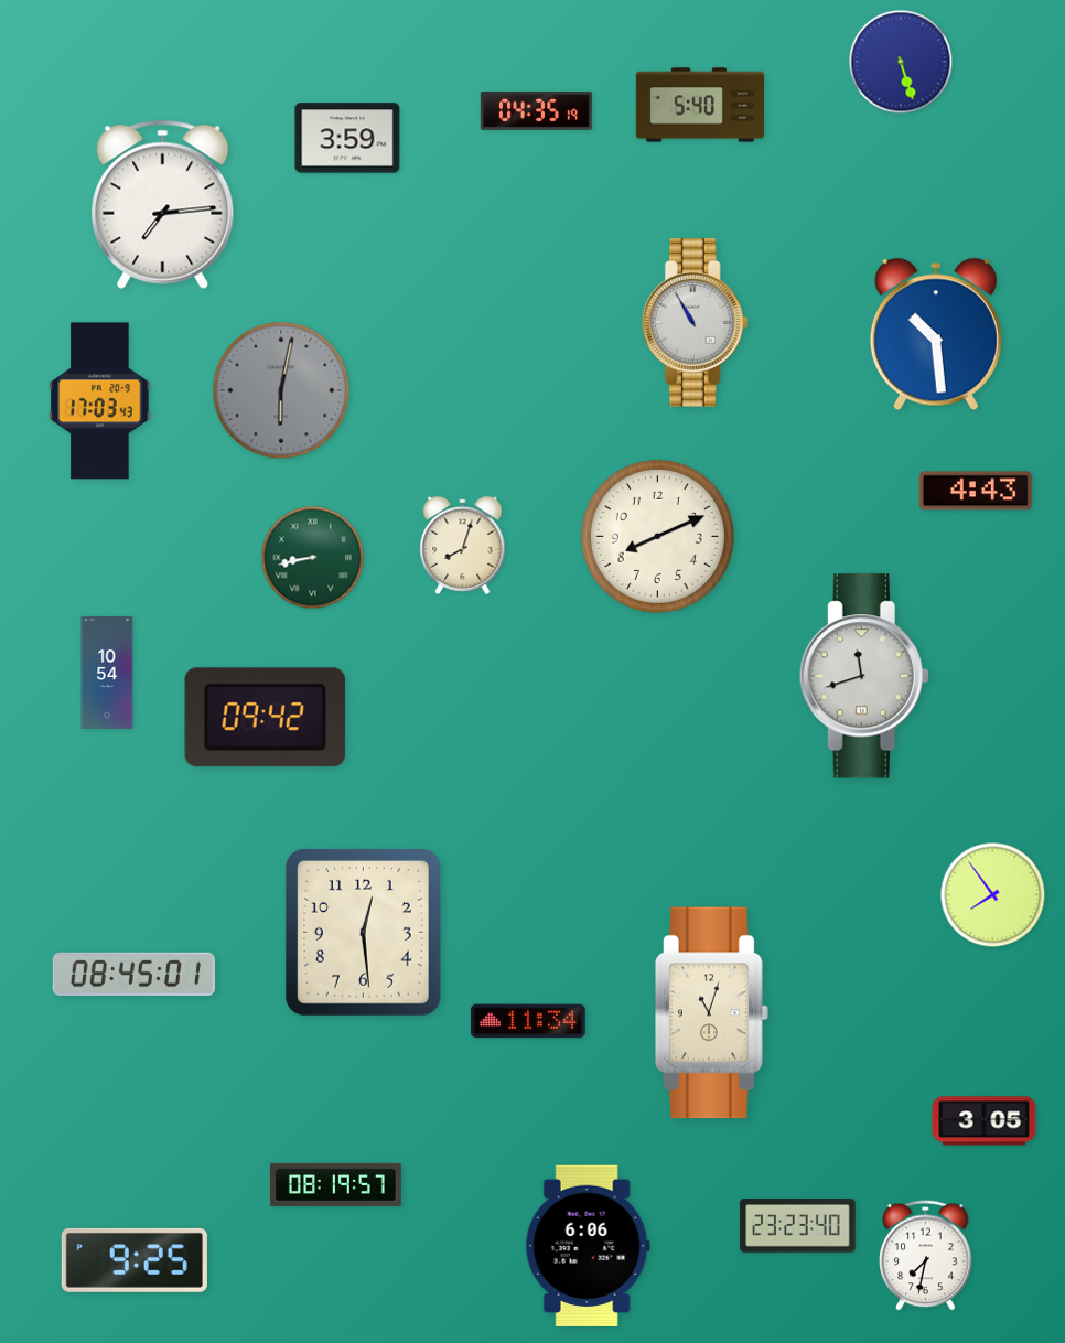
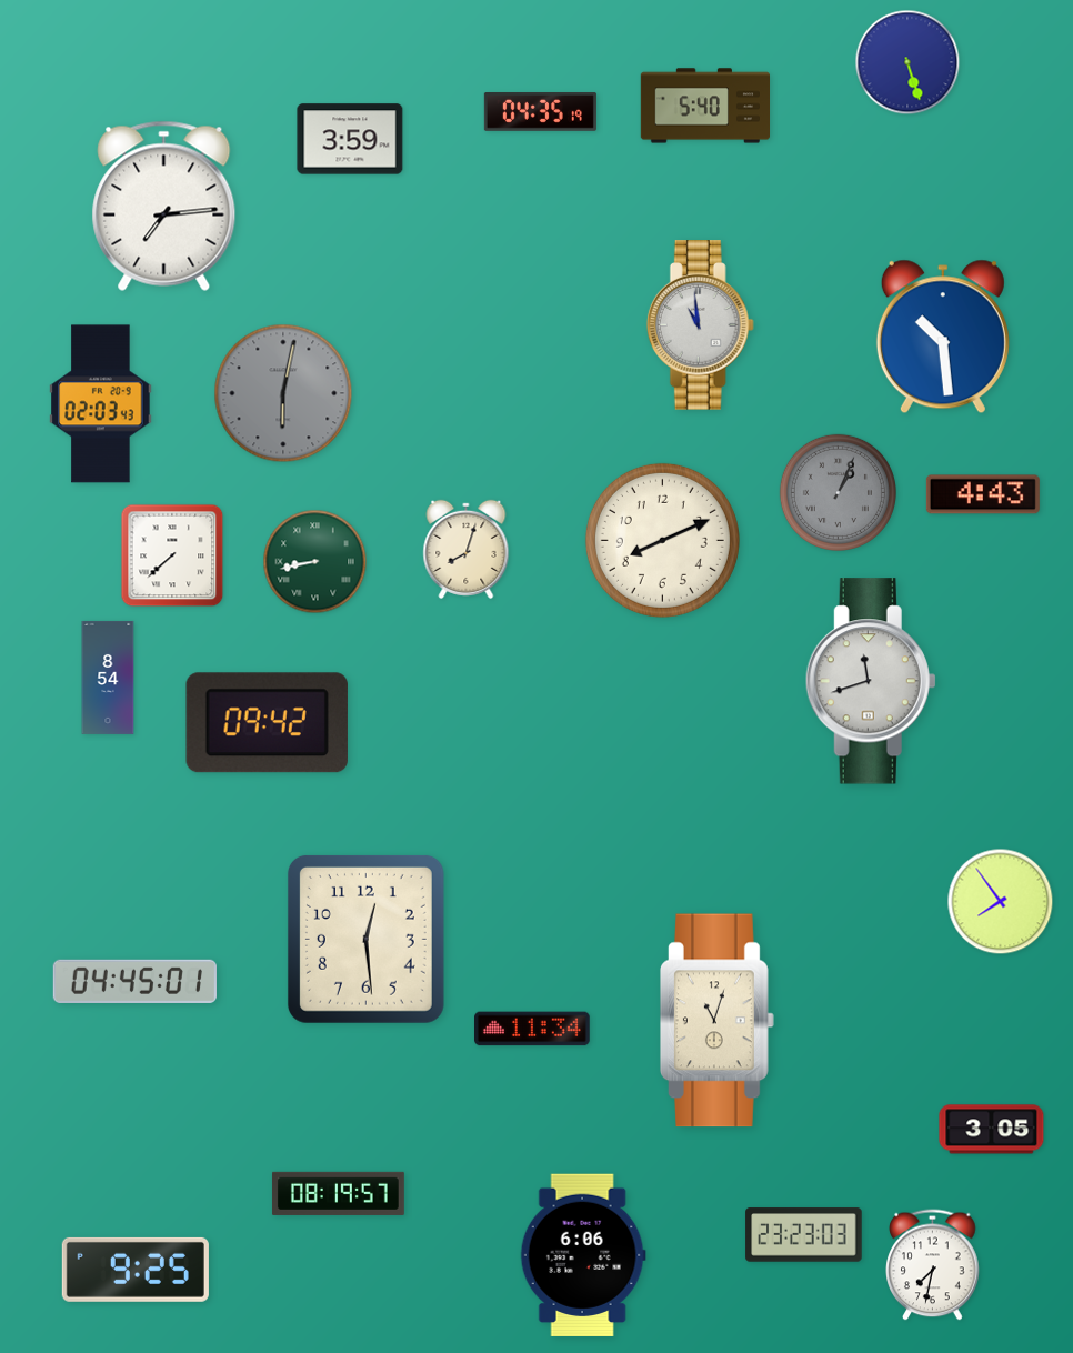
clock at (695, 323): 10:55 -> 10:59
clock at (100, 401): 17:03 -> 02:03
clock at (838, 492): none -> 1:04
clock at (172, 555): none -> 7:38
clock at (107, 673): 10:54 -> 8:54
clock at (133, 974): 08:45 -> 04:45
clock at (798, 1226): 23:23:40 -> 23:23:03
clock at (588, 1245) position: (588, 1245) -> (583, 1254)
